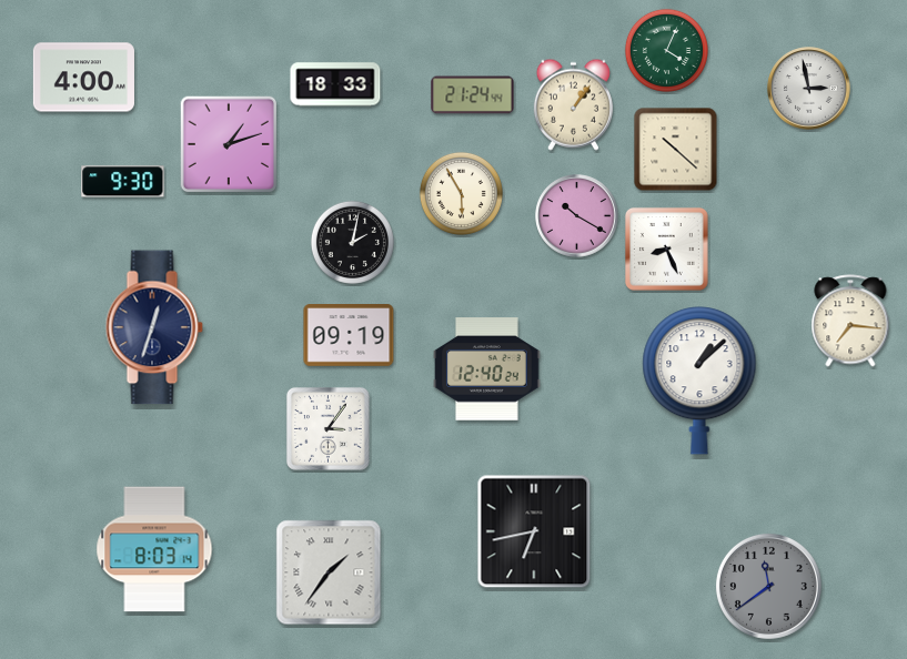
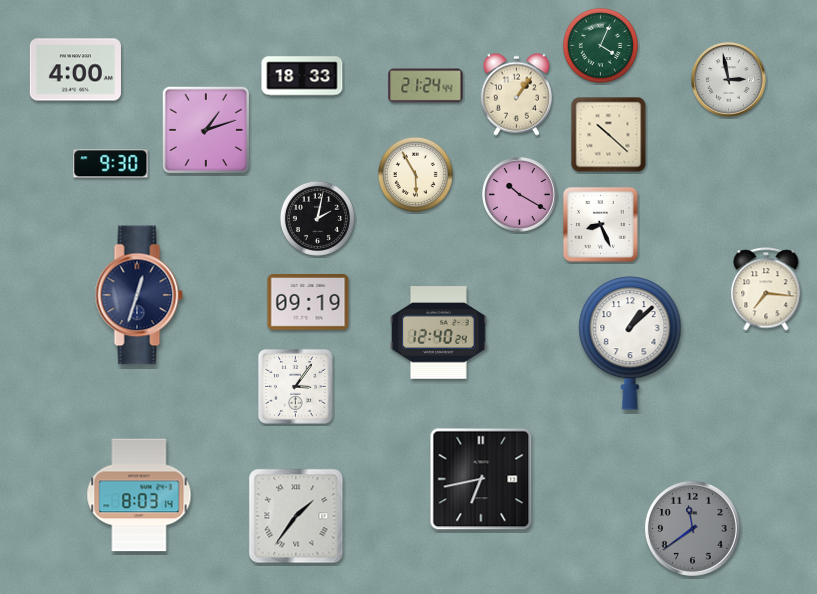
clock at (349, 336) position: (349, 336) -> (308, 303)
